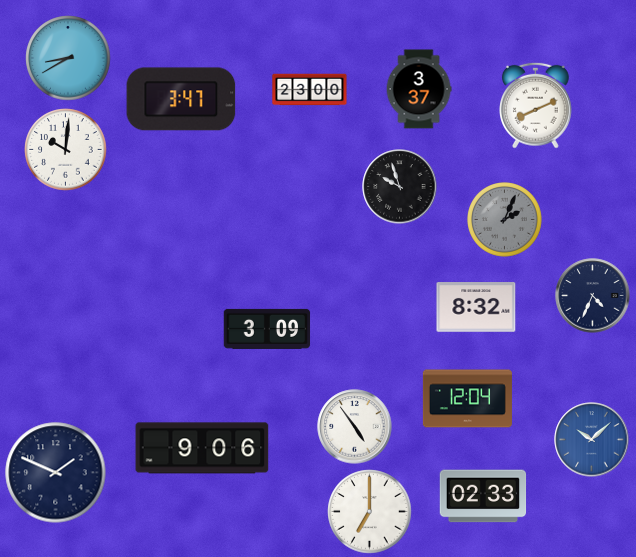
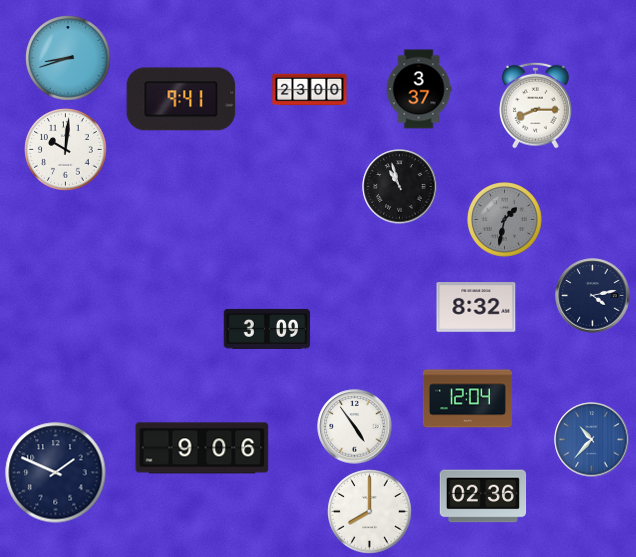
clock at (68, 58): 8:40 -> 8:42
clock at (181, 99): 3:47 -> 9:41
clock at (536, 105): 8:11 -> 8:15
clock at (400, 187): 9:57 -> 10:57
clock at (505, 220): 2:04 -> 1:32
clock at (593, 296): 4:34 -> 4:13
clock at (592, 440): 10:08 -> 10:37
clock at (483, 496): 02:33 -> 02:36
clock at (370, 512): 7:00 -> 8:00
